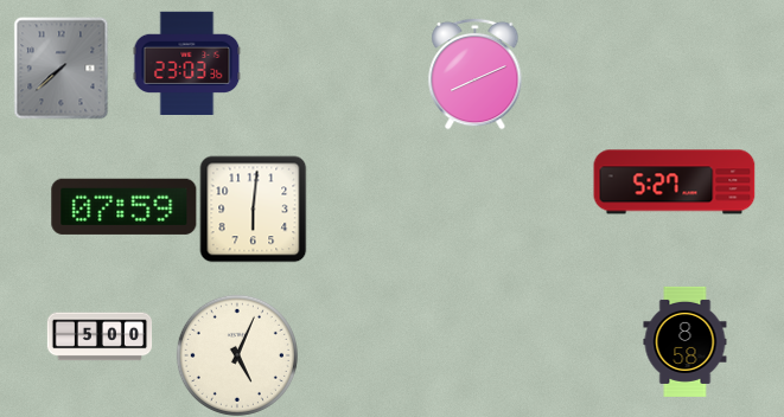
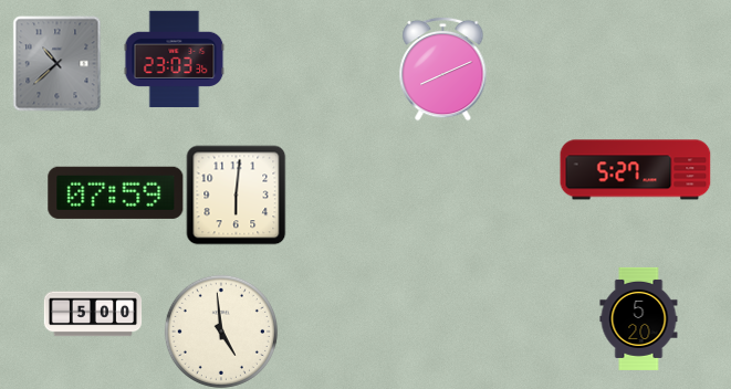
clock at (62, 68): 7:38 -> 10:38
clock at (675, 182) position: (675, 182) -> (636, 170)
clock at (686, 341): 8:58 -> 5:20
clock at (237, 355): 5:04 -> 4:59
